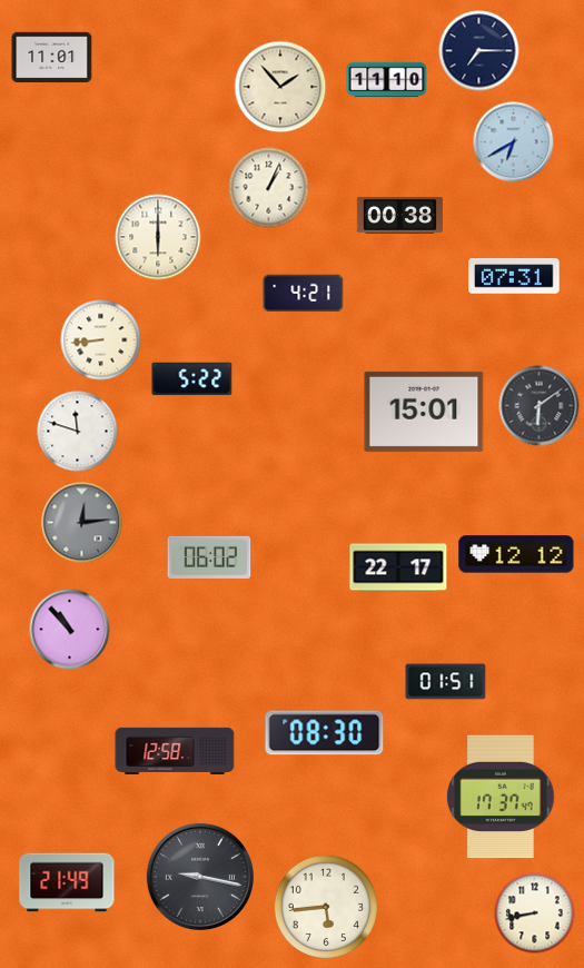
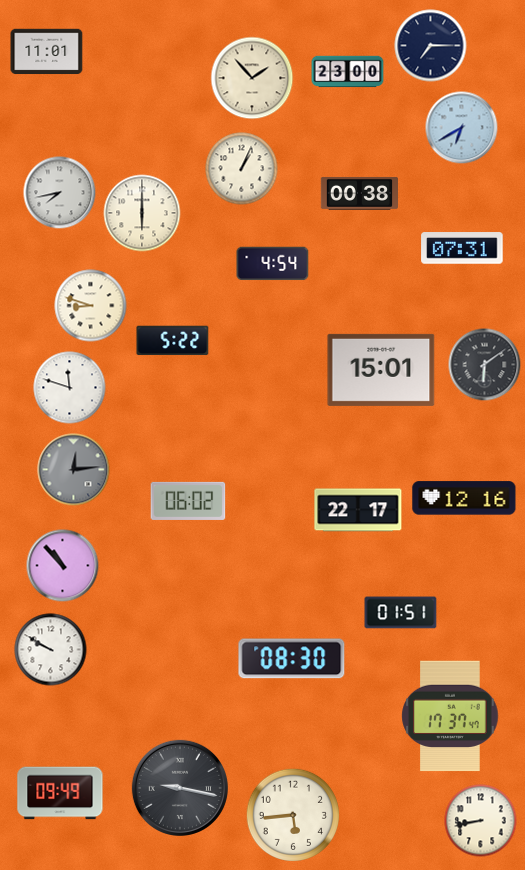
clock at (387, 80): 11:10 -> 23:00
clock at (60, 193): none -> 7:43
clock at (304, 294): 4:21 -> 4:54
clock at (101, 340): 8:44 -> 8:48
clock at (516, 554): 12:12 -> 12:16
clock at (51, 650): none -> 9:50
clock at (175, 751): 12:58 -> none
clock at (67, 882): 21:49 -> 09:49
